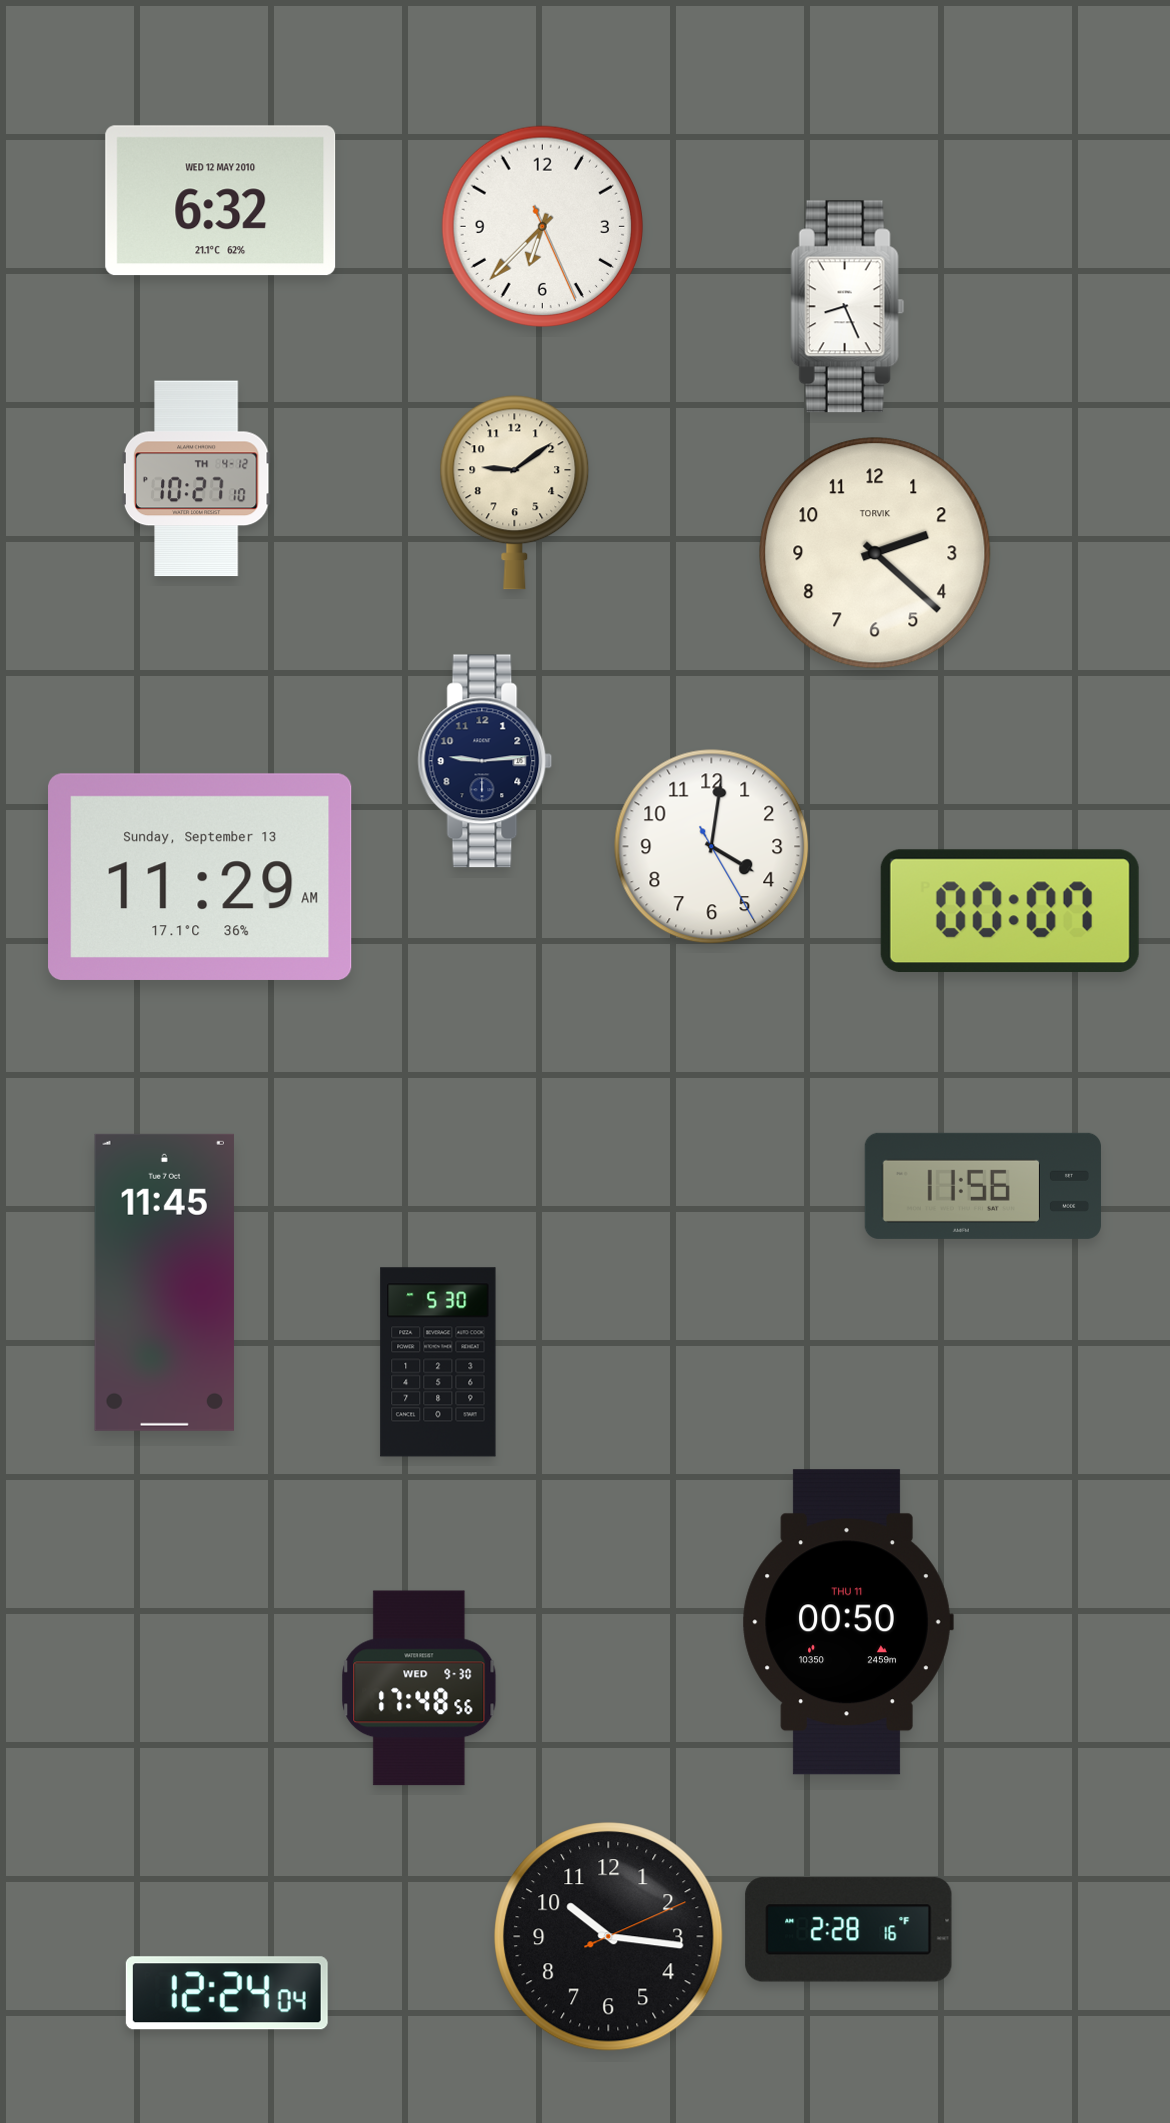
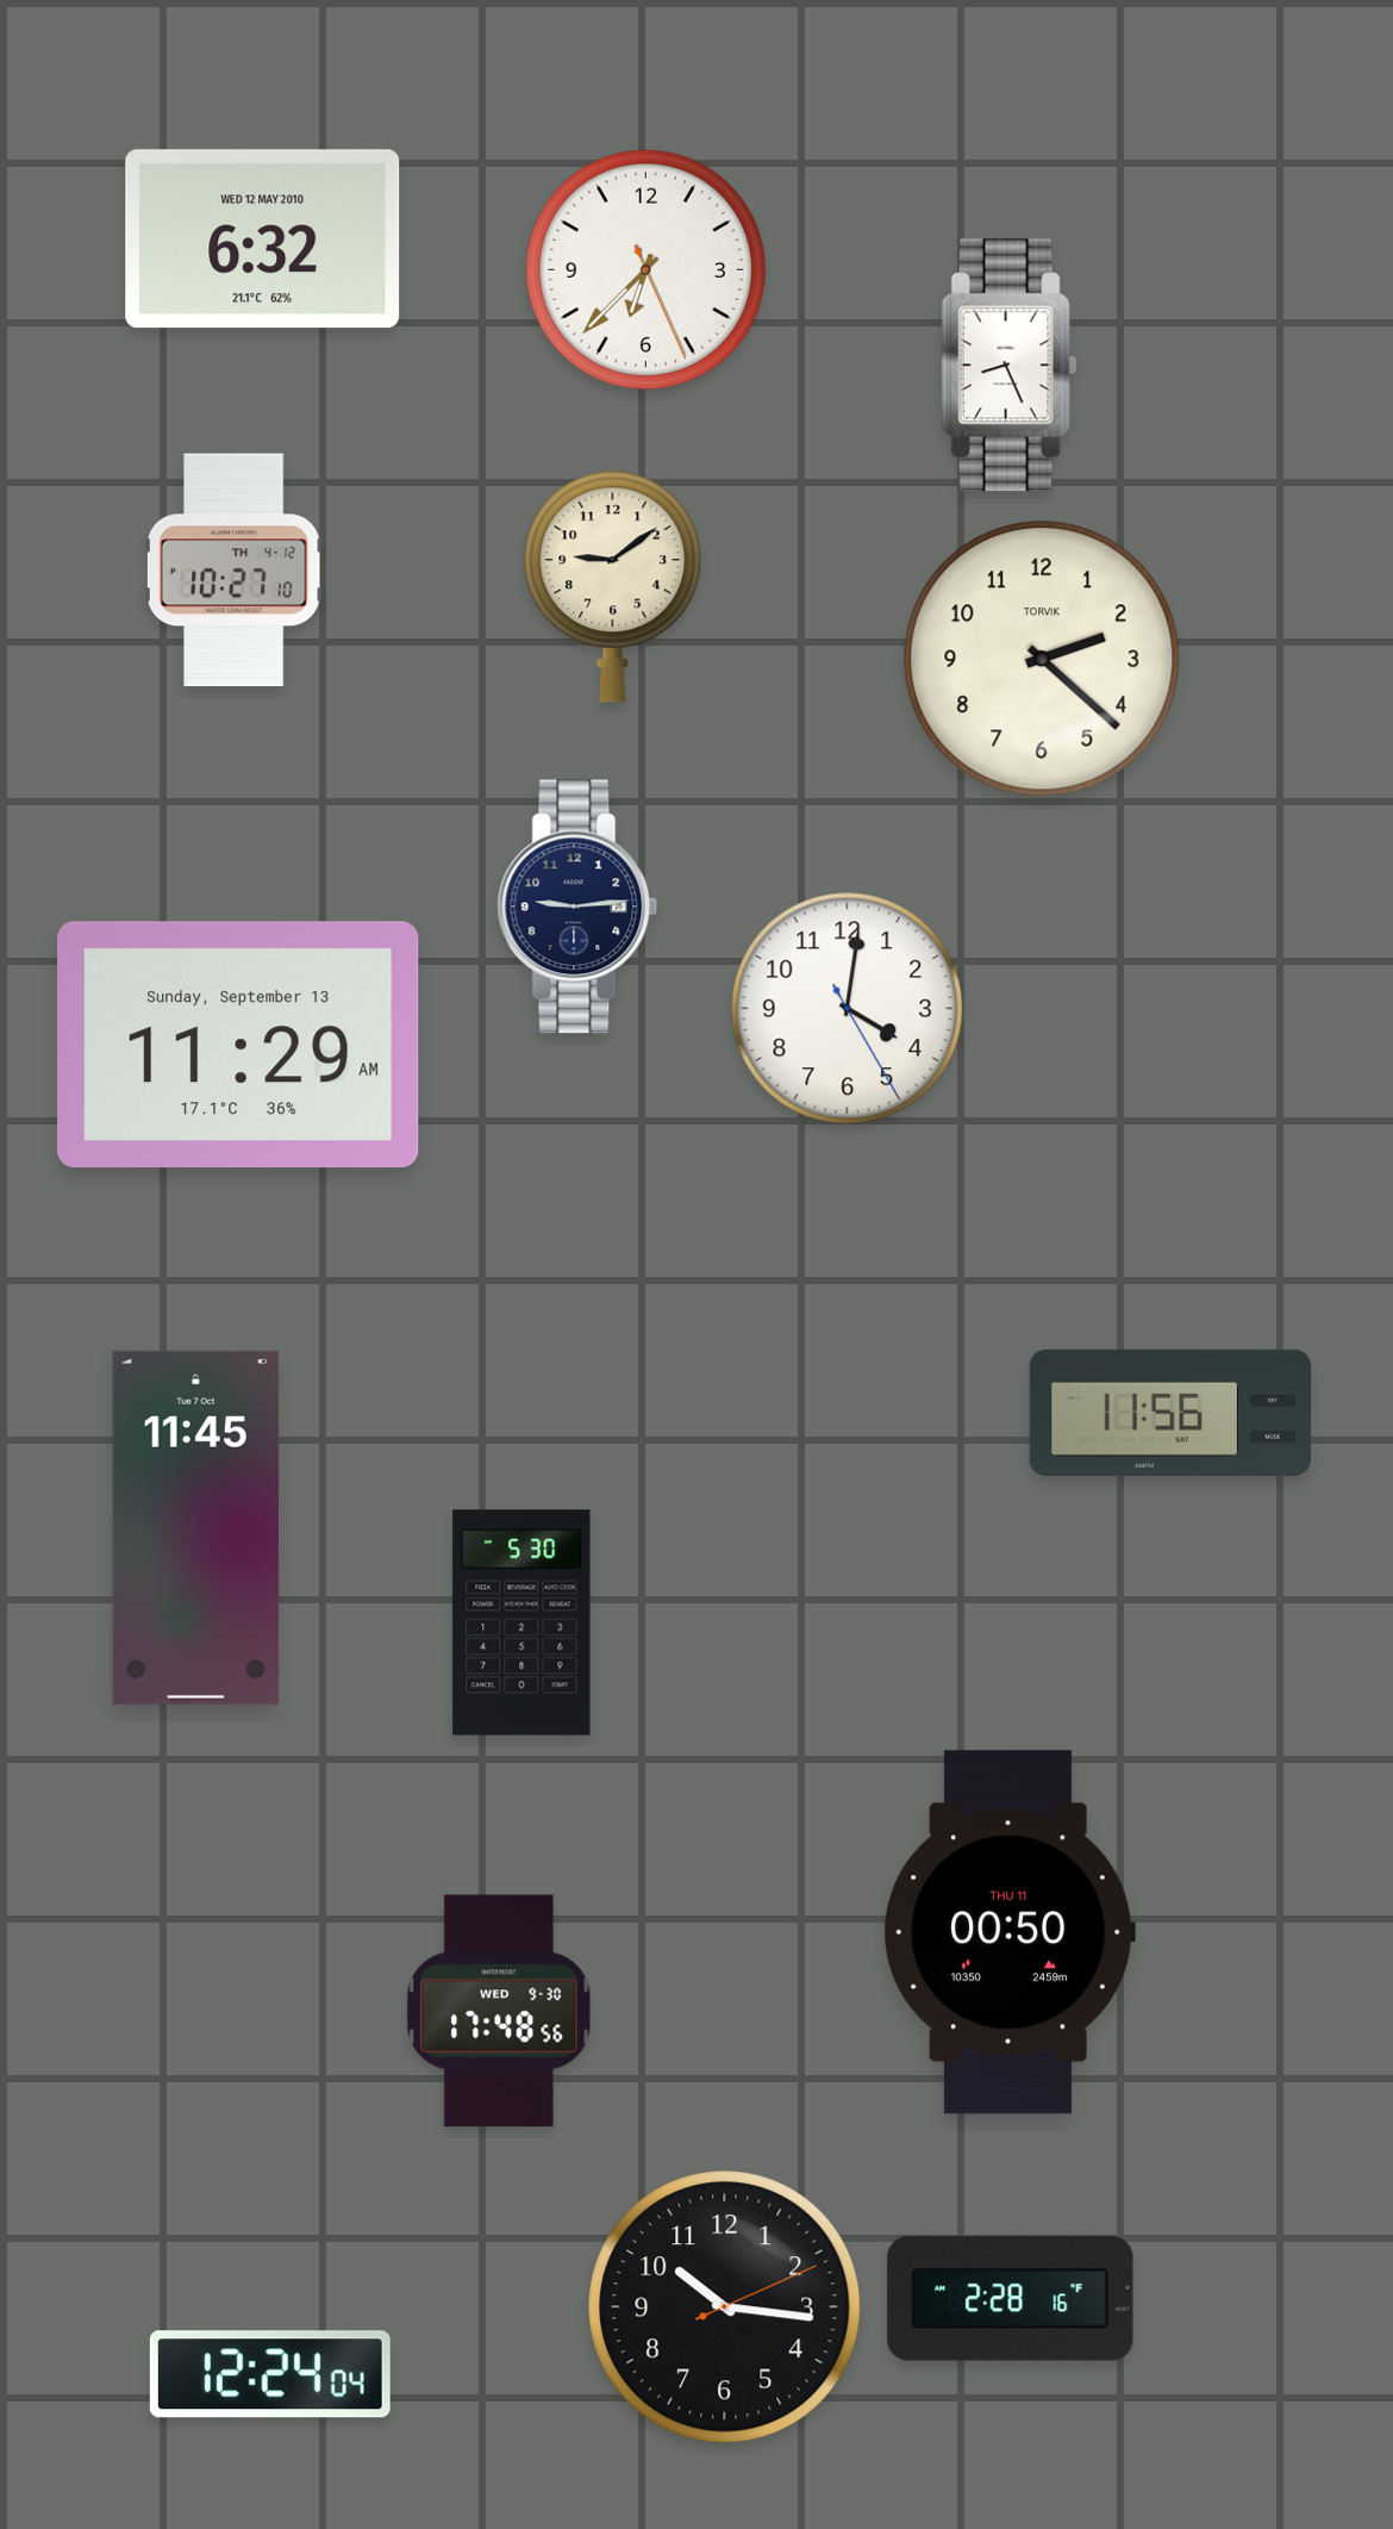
clock at (1010, 910): 00:07 -> none
